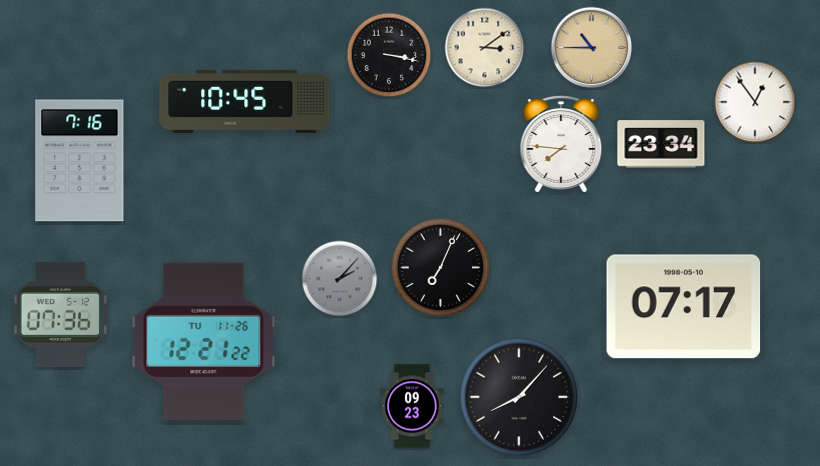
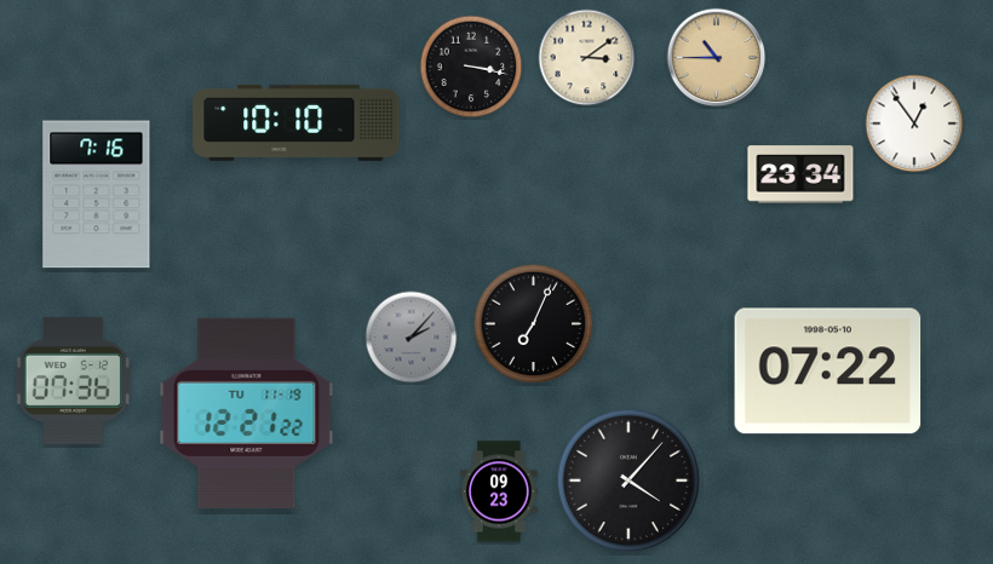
clock at (245, 101): 10:45 -> 10:10
clock at (561, 144): 7:46 -> none
clock at (684, 307): 07:17 -> 07:22
clock at (204, 341) date: TU 11-26 -> TU 11-19
clock at (518, 396): 8:07 -> 4:07
